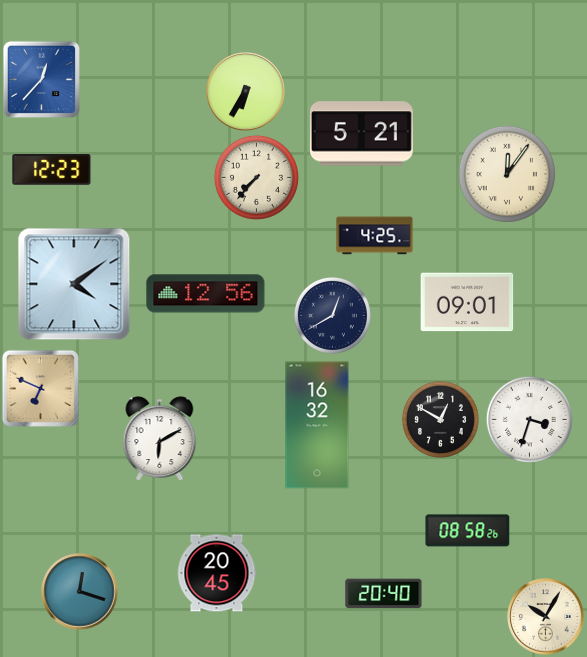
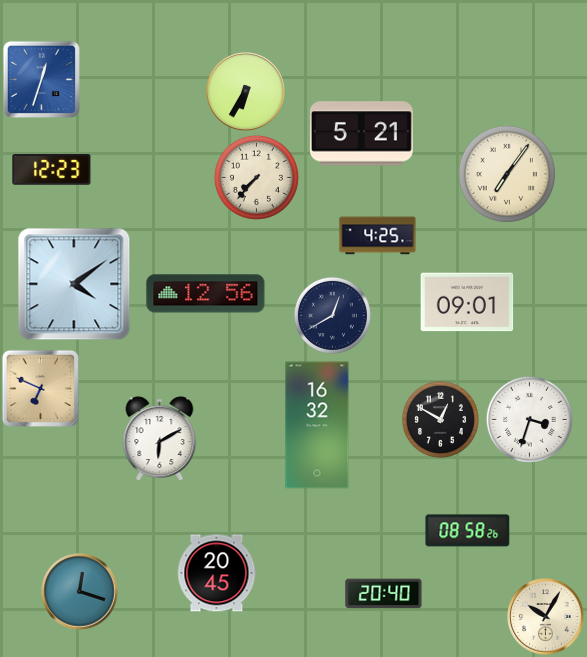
clock at (41, 79): 12:37 -> 12:33
clock at (506, 173): 12:06 -> 7:06
clock at (375, 236) position: (375, 236) -> (378, 236)
